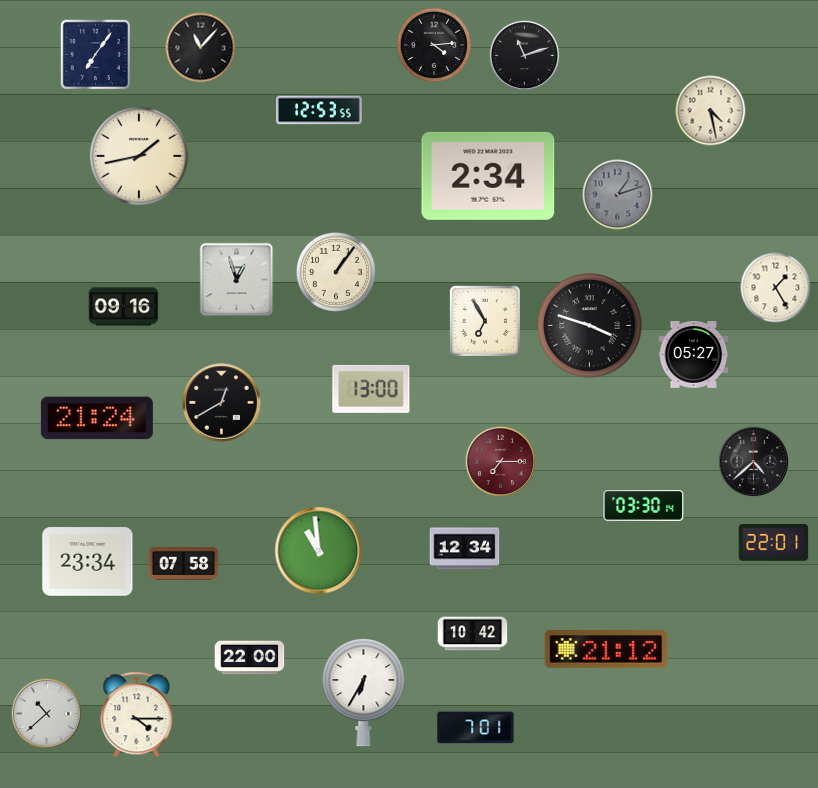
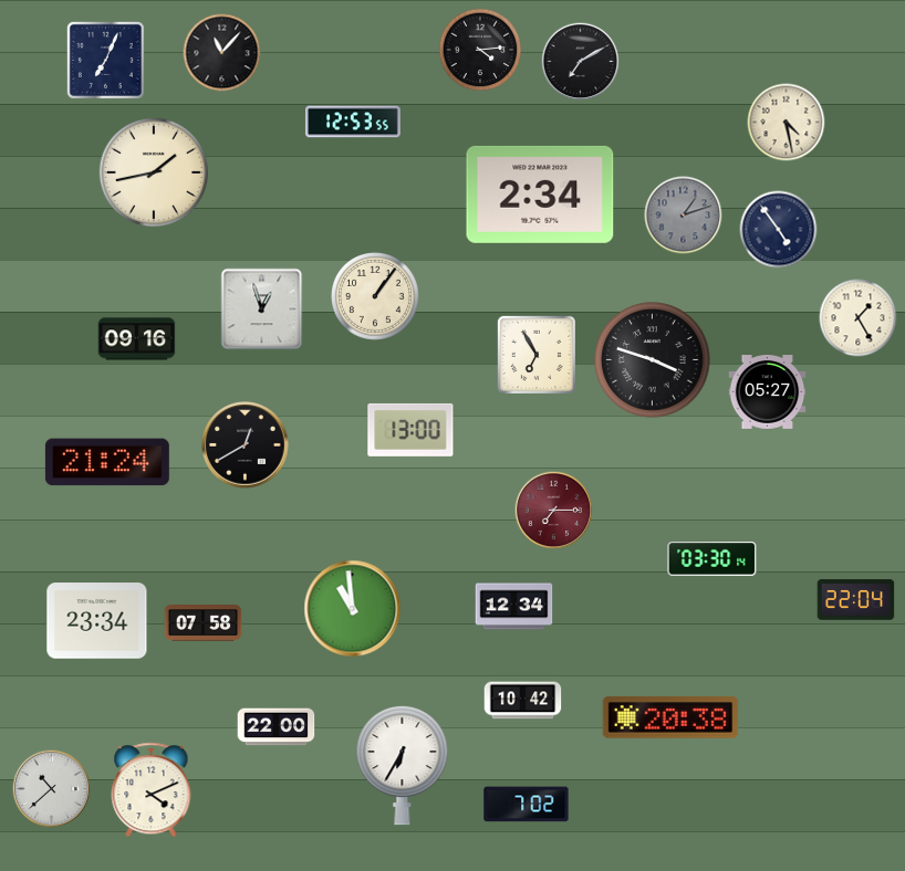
clock at (95, 54): 7:06 -> 7:04
clock at (525, 56): 11:12 -> 7:10
clock at (779, 230): none -> 4:54
clock at (337, 273) position: (337, 273) -> (376, 297)
clock at (754, 462): 4:38 -> none
clock at (774, 543): 22:01 -> 22:04
clock at (606, 649): 21:12 -> 20:38
clock at (137, 715): 4:15 -> 4:11
clock at (476, 728): 7:01 -> 7:02
